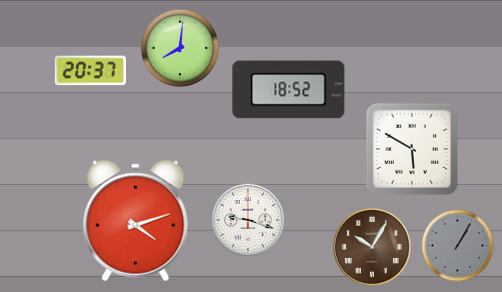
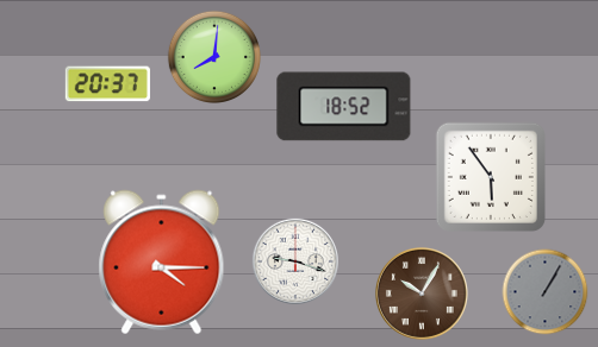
clock at (412, 149): 5:50 -> 5:54
clock at (136, 221): 4:12 -> 4:15
clock at (372, 247) position: (372, 247) -> (422, 294)
